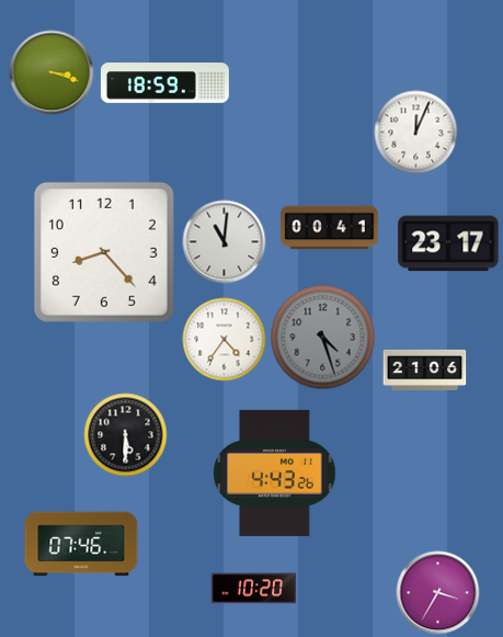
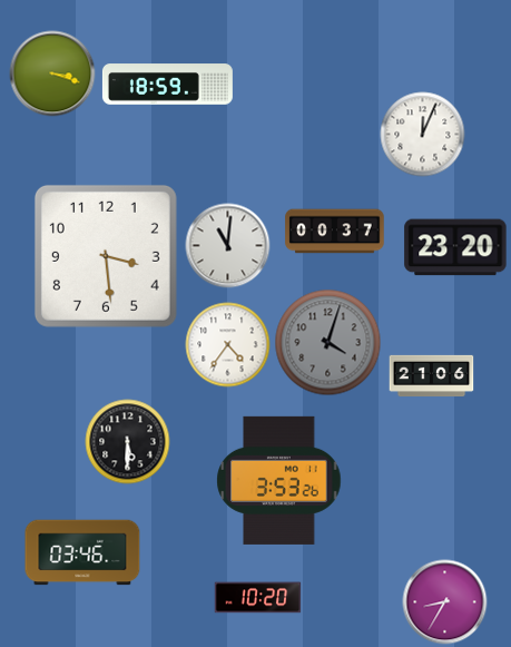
clock at (330, 228): 00:41 -> 00:37
clock at (448, 243): 23:17 -> 23:20
clock at (104, 252): 8:23 -> 3:29
clock at (323, 338): 4:27 -> 4:03
clock at (275, 473): 4:43 -> 3:53
clock at (81, 544): 07:46 -> 03:46
clock at (438, 593): 3:35 -> 8:35
